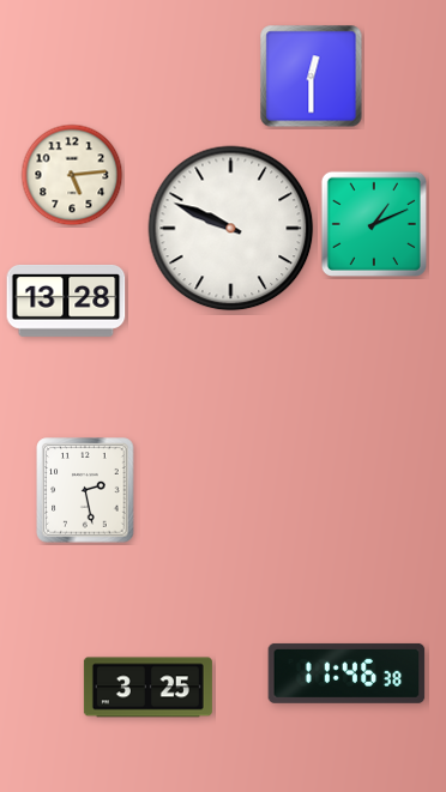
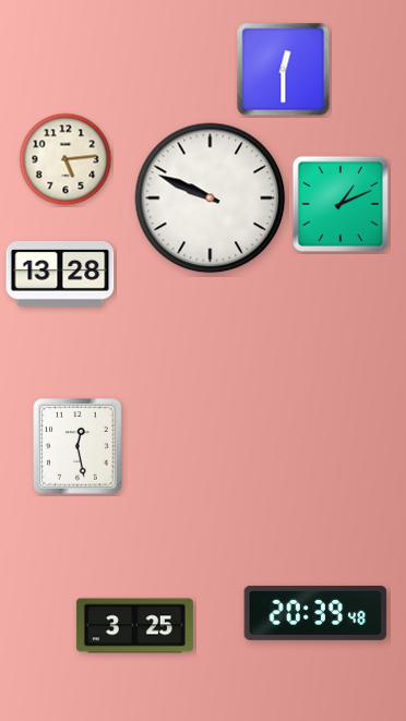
clock at (231, 229) position: (231, 229) -> (211, 199)
clock at (85, 490): 2:28 -> 12:28
clock at (346, 673): 11:46 -> 20:39
